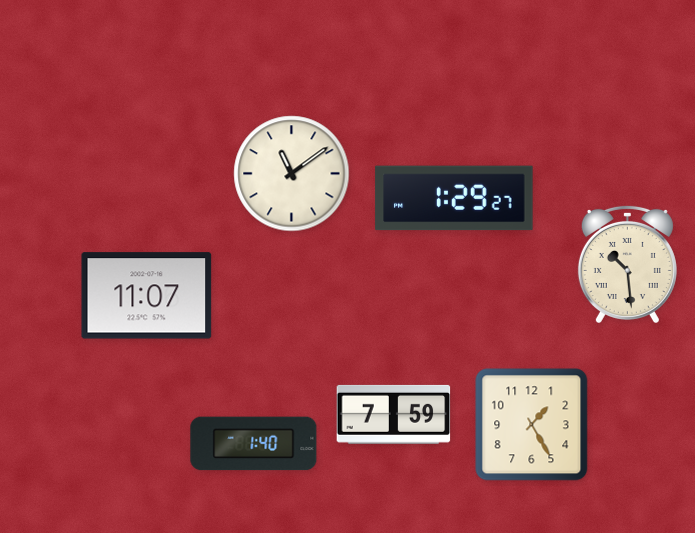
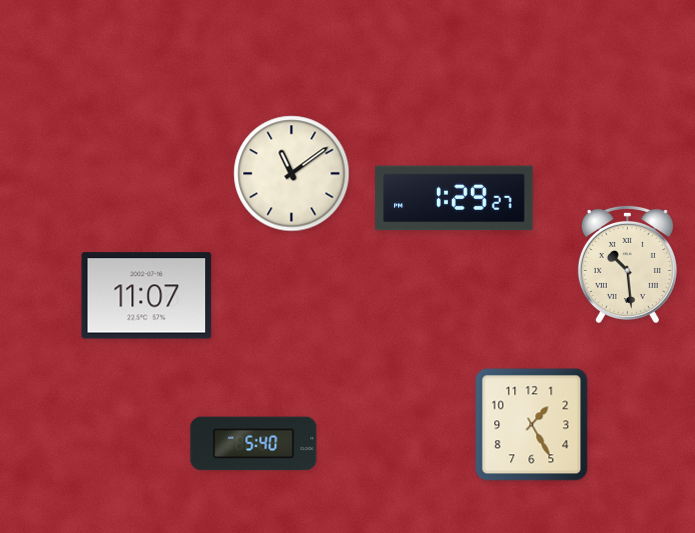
clock at (394, 414): 7:59 -> none
clock at (254, 444): 1:40 -> 5:40
